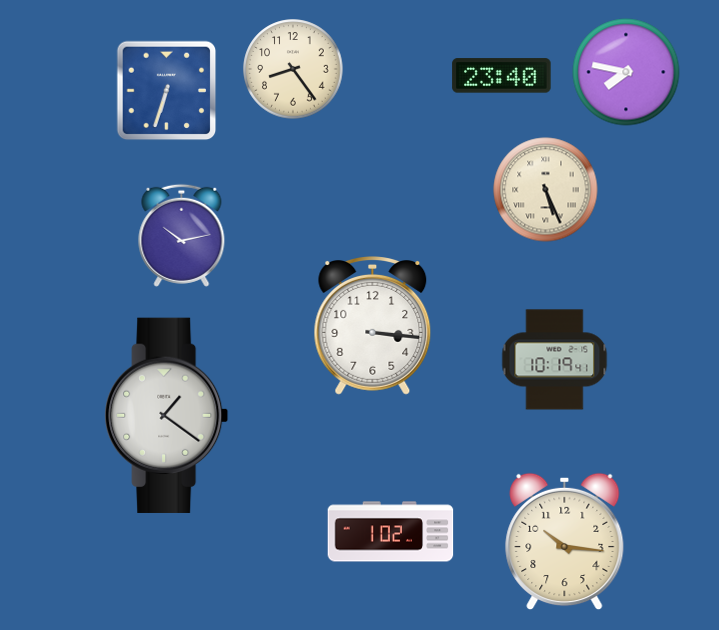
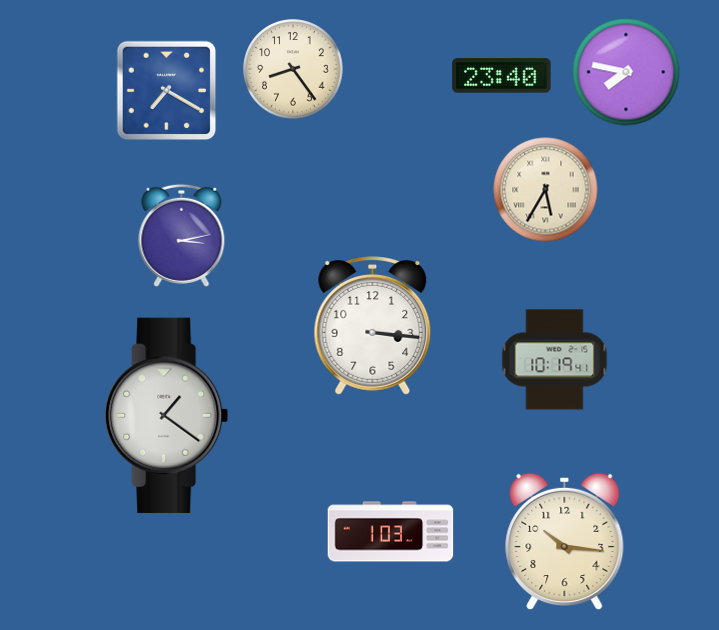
clock at (167, 91): 6:33 -> 7:20
clock at (546, 190): 5:26 -> 5:35
clock at (182, 235): 10:13 -> 3:13
clock at (391, 532): 1:02 -> 1:03
